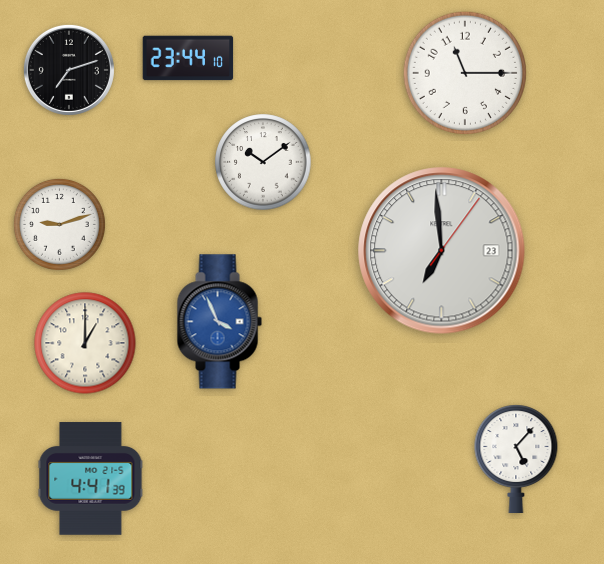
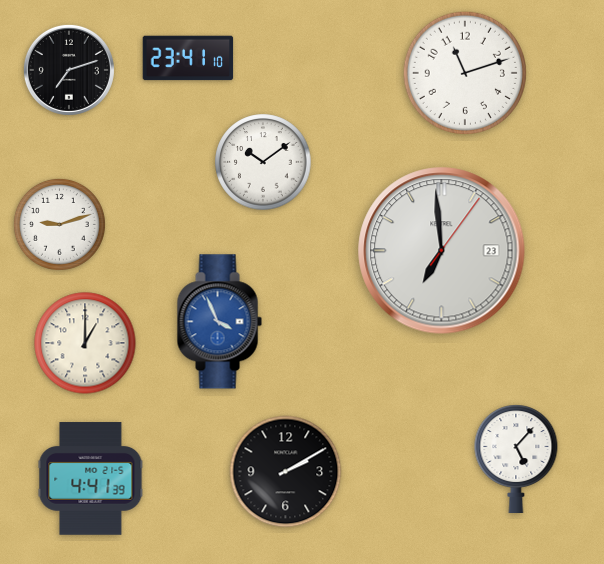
clock at (188, 58): 23:44 -> 23:41
clock at (465, 73): 11:15 -> 11:12
clock at (286, 472): none -> 2:10
